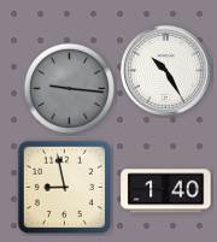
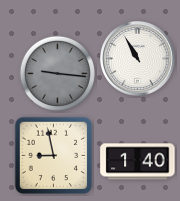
clock at (166, 71): 10:25 -> 10:55
clock at (166, 191) position: (166, 191) -> (138, 162)
